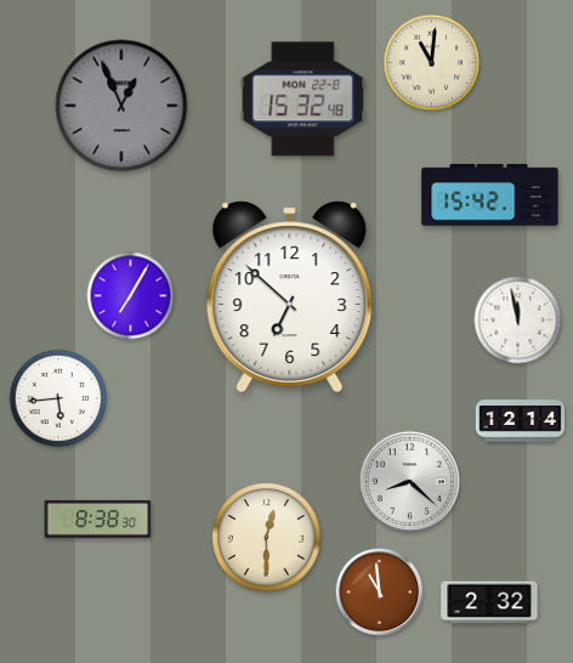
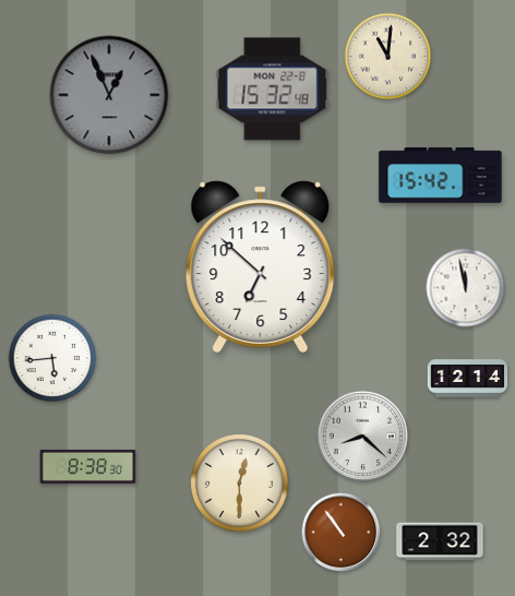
clock at (131, 296): 7:05 -> none
clock at (409, 481) position: (409, 481) -> (362, 436)
clock at (380, 593): 10:59 -> 10:54
